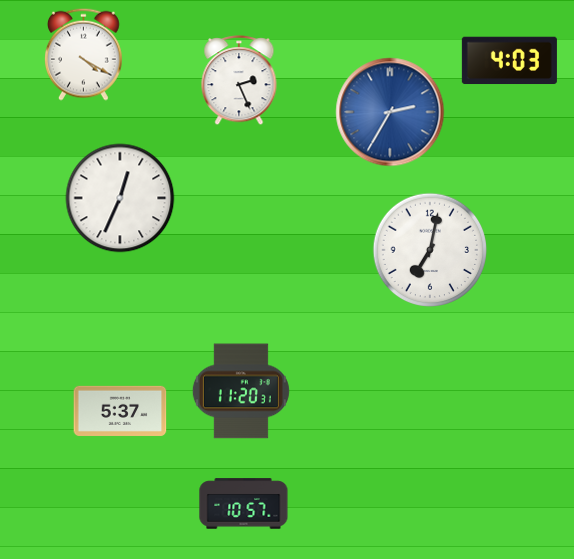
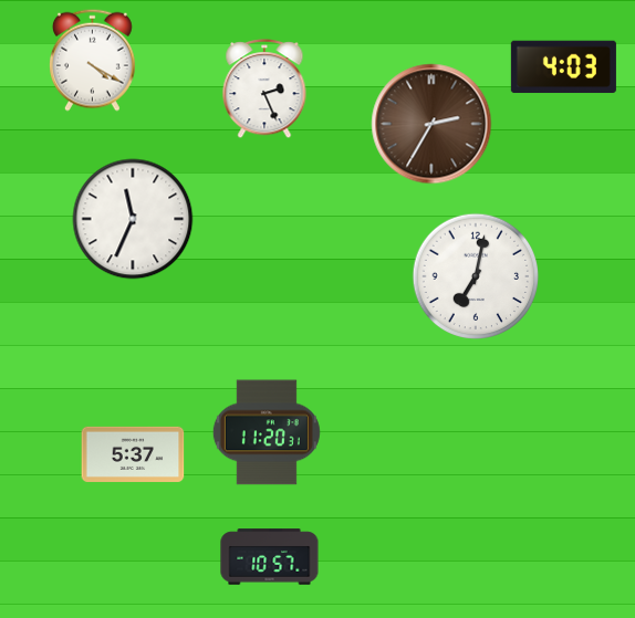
clock at (390, 112) dial: blue -> brown
clock at (120, 198): 12:34 -> 11:34
